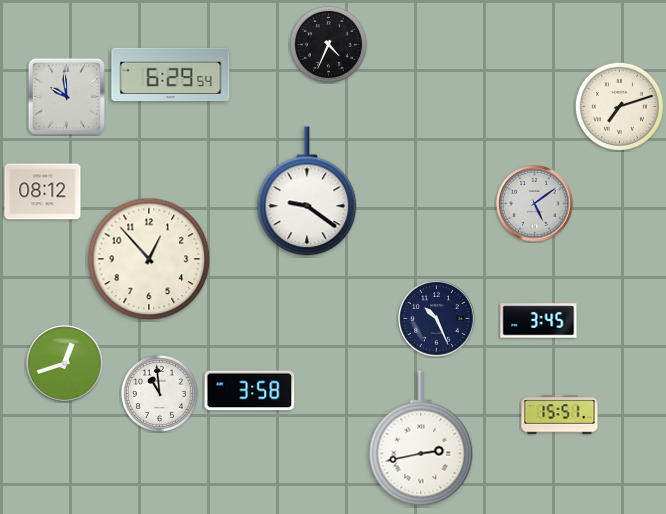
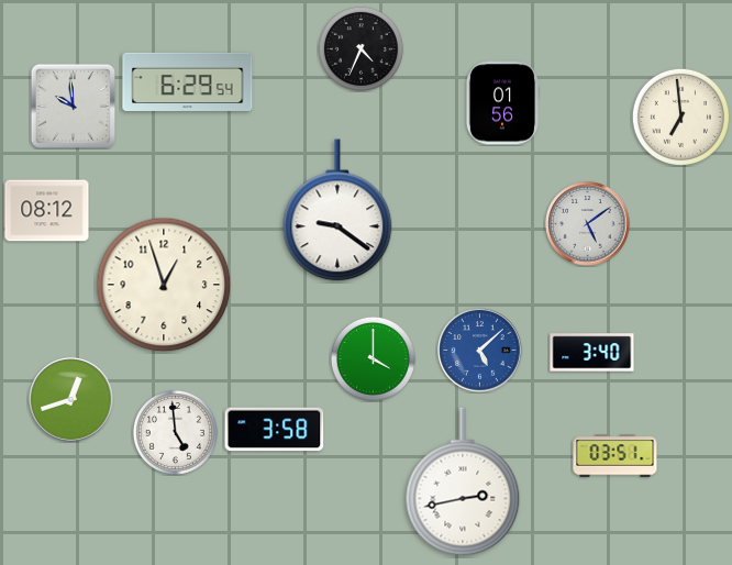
clock at (501, 103): none -> 01:56
clock at (619, 106): 7:12 -> 6:59
clock at (149, 259): 12:53 -> 12:57
clock at (437, 319): 10:26 -> 5:08
clock at (437, 319) dial: navy -> blue
clock at (539, 321): 3:45 -> 3:40
clock at (373, 358): none -> 4:00
clock at (159, 393): 10:59 -> 4:59
clock at (560, 415): 15:51 -> 03:51
